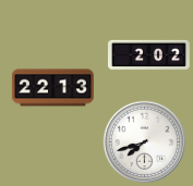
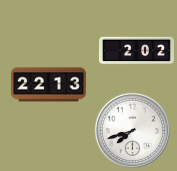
clock at (52, 88) position: (52, 88) -> (48, 85)
